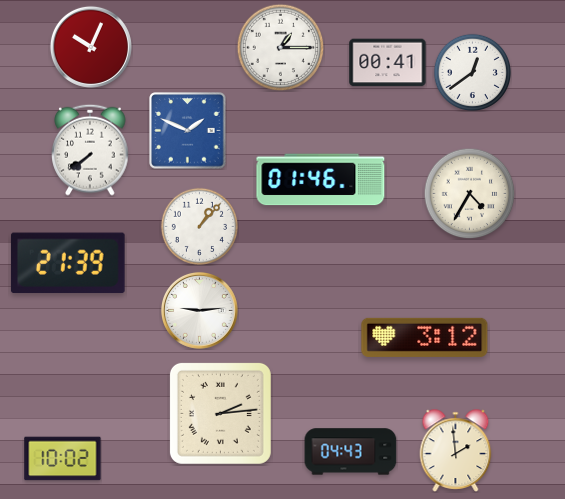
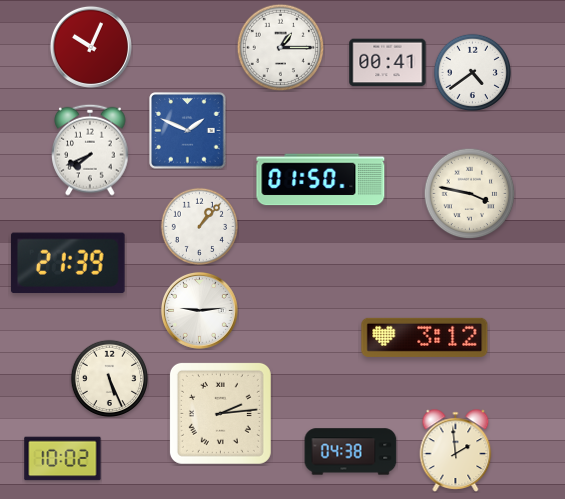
clock at (472, 72): 12:39 -> 4:39
clock at (90, 150): 7:39 -> 7:41
clock at (321, 180): 01:46 -> 01:50
clock at (469, 193): 4:35 -> 3:47
clock at (109, 378): none -> 5:26
clock at (351, 452): 04:43 -> 04:38
